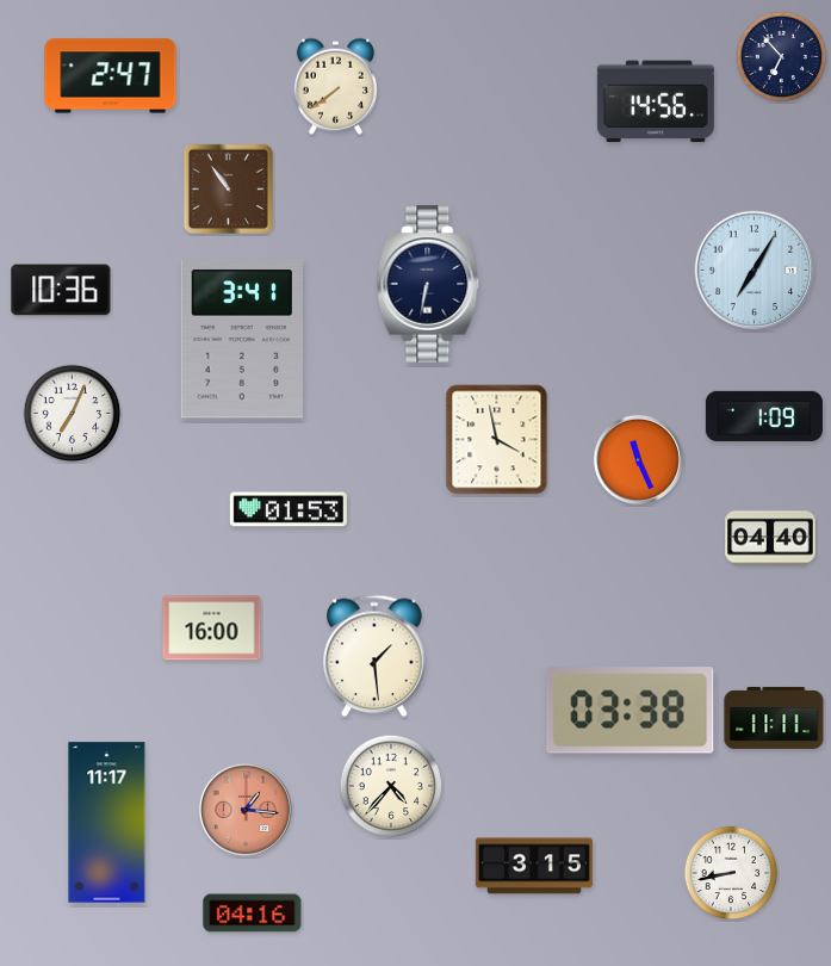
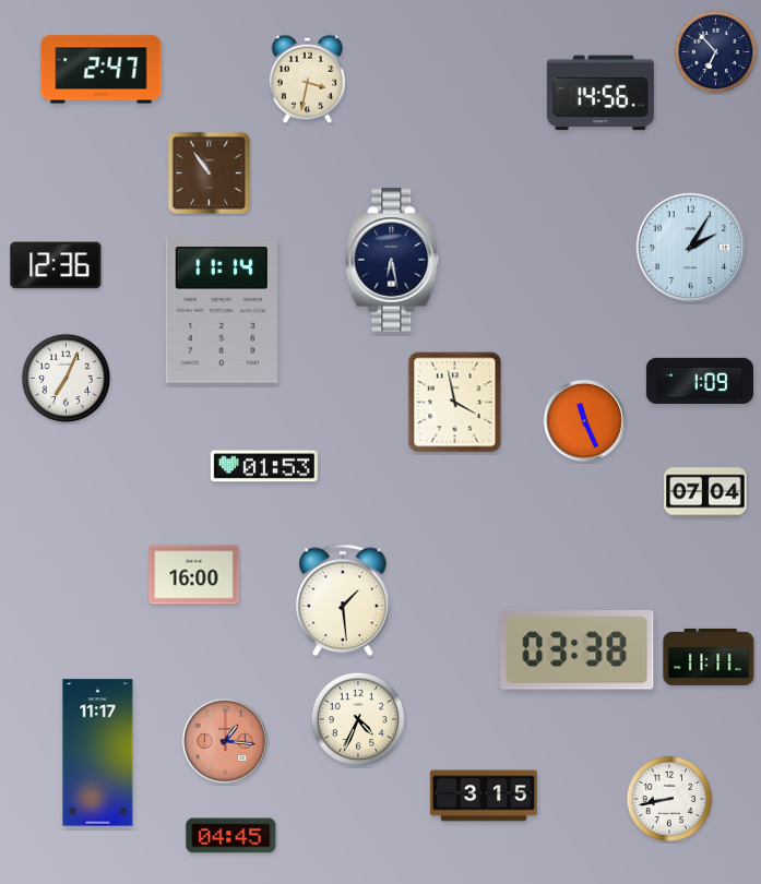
clock at (335, 86): 7:39 -> 3:32
clock at (755, 271): 7:05 -> 2:05
clock at (428, 284): 6:32 -> 6:28
clock at (61, 290): 10:36 -> 12:36
clock at (241, 339): 3:41 -> 11:14
clock at (770, 538): 04:40 -> 07:04
clock at (391, 786): 4:37 -> 4:34
clock at (534, 866) position: (534, 866) -> (484, 796)
clock at (253, 914): 04:16 -> 04:45
